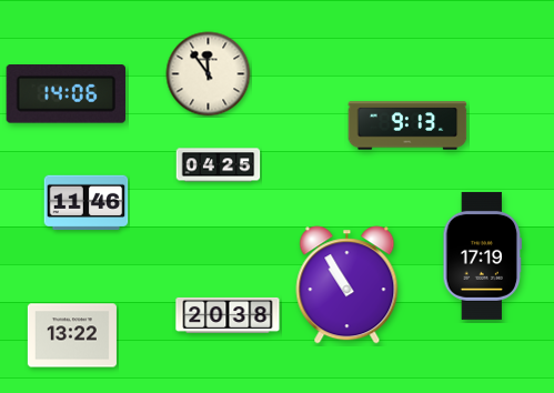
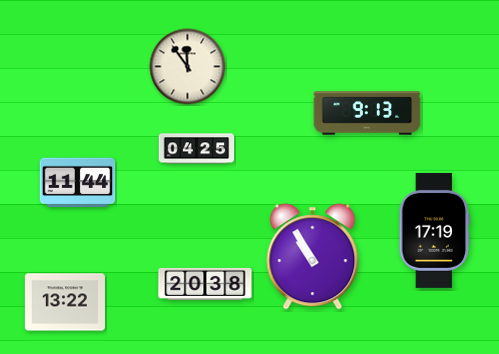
clock at (66, 94): 14:06 -> none
clock at (87, 203): 11:46 -> 11:44
